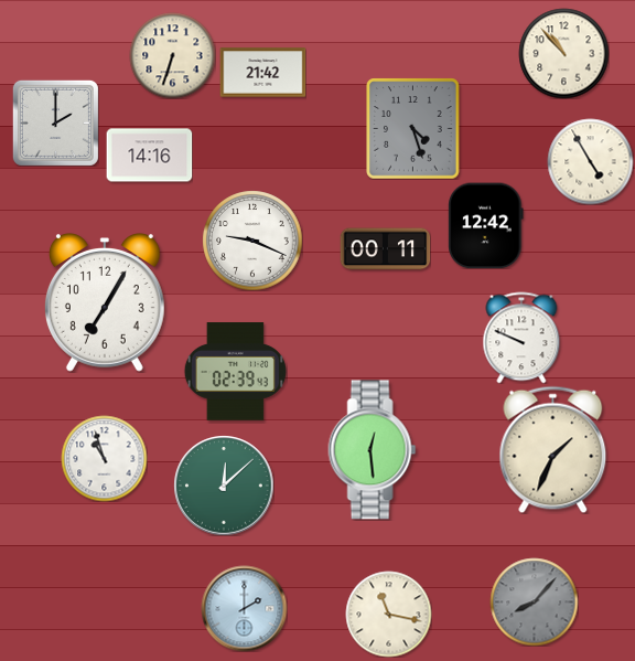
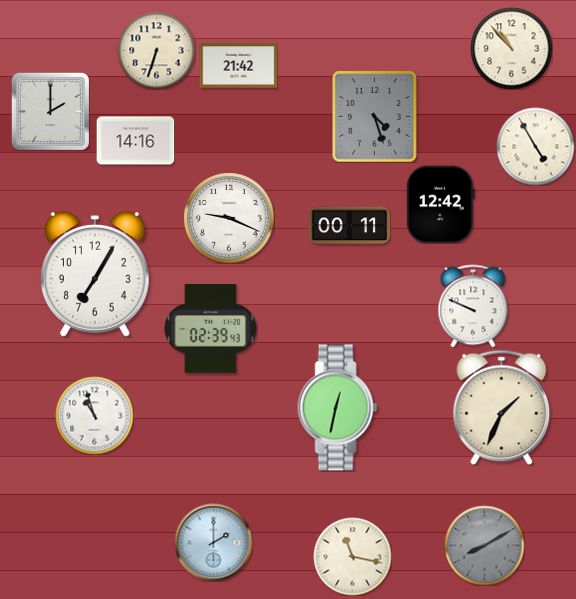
clock at (235, 372) position: (235, 372) -> (210, 329)
clock at (373, 450): 12:29 -> 12:32
clock at (224, 486): 12:08 -> none
clock at (534, 601): 8:07 -> 8:10
clock at (244, 608) position: (244, 608) -> (213, 542)
